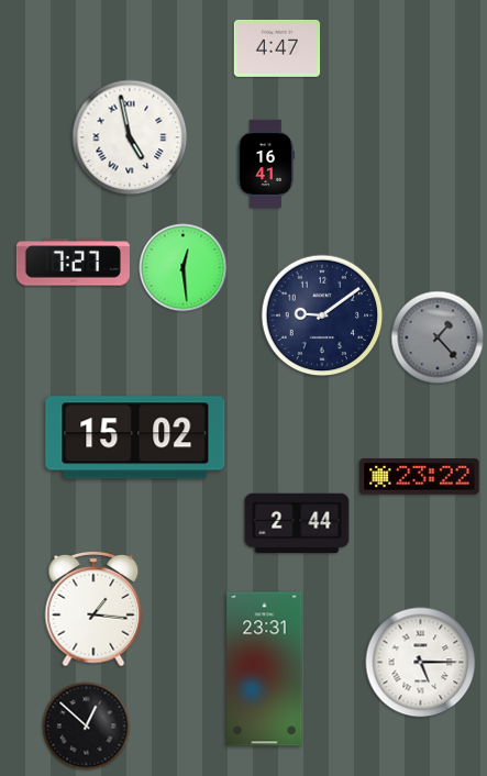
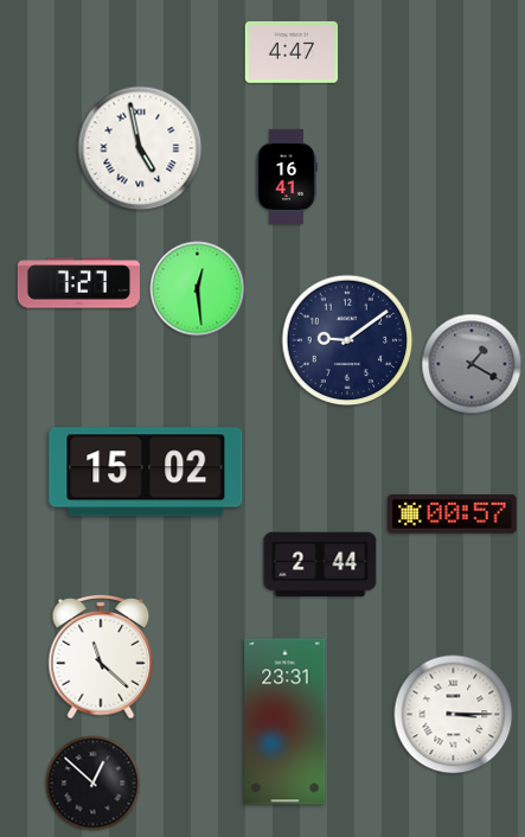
clock at (277, 48) position: (277, 48) -> (292, 52)
clock at (438, 337): 1:23 -> 1:20
clock at (420, 477): 23:22 -> 00:57
clock at (93, 609): 1:16 -> 11:22
clock at (421, 663): 5:15 -> 3:15
